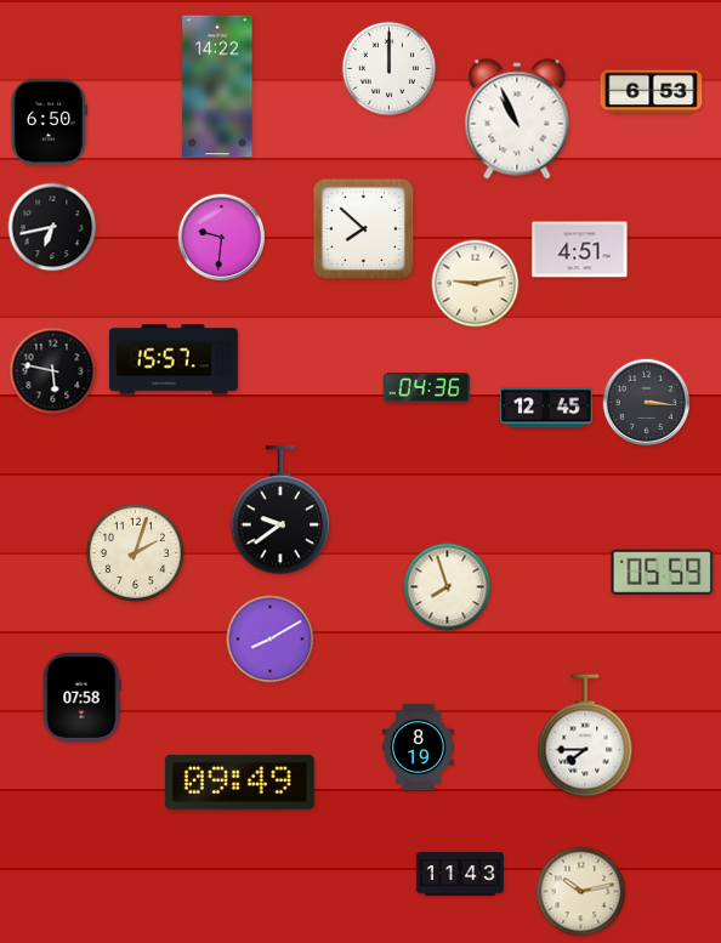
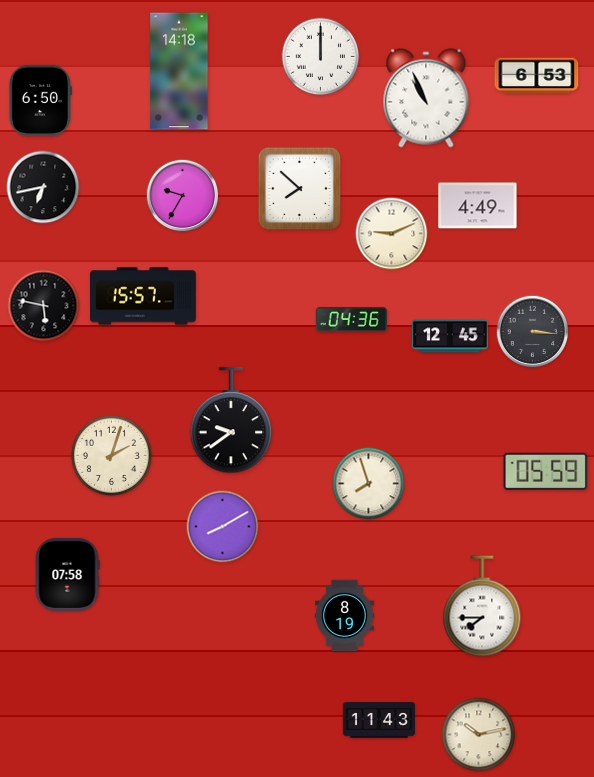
clock at (217, 86): 14:22 -> 14:18
clock at (222, 238): 9:31 -> 9:35
clock at (580, 250): 4:51 -> 4:49
clock at (476, 284): 9:13 -> 9:11
clock at (239, 782): 09:49 -> none
